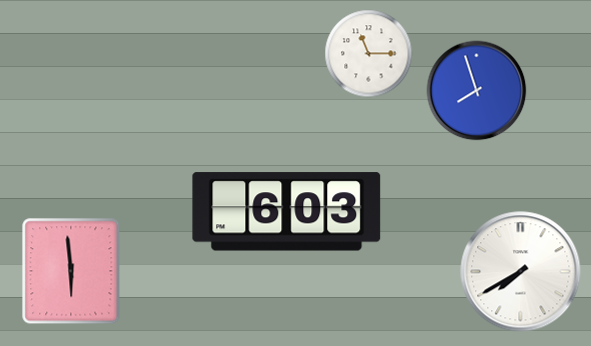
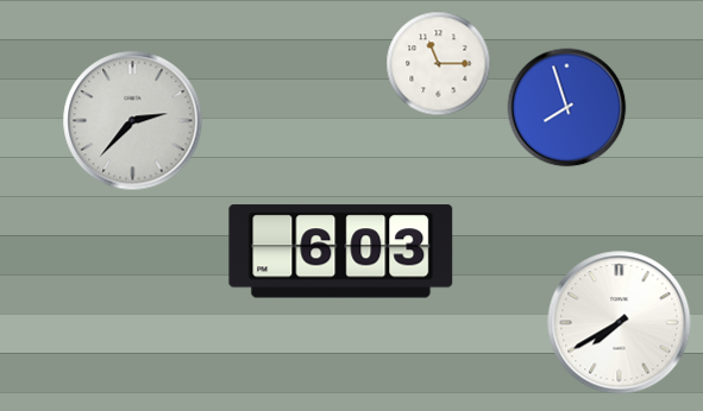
clock at (133, 121): none -> 2:37
clock at (71, 271): 5:59 -> none
